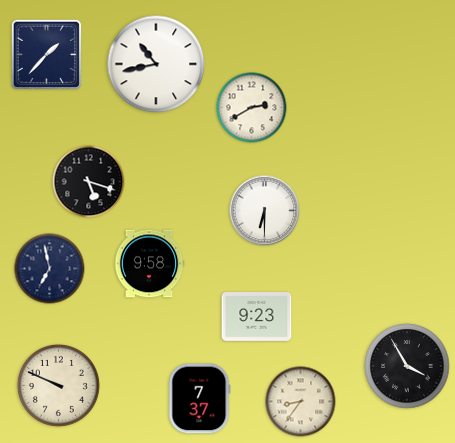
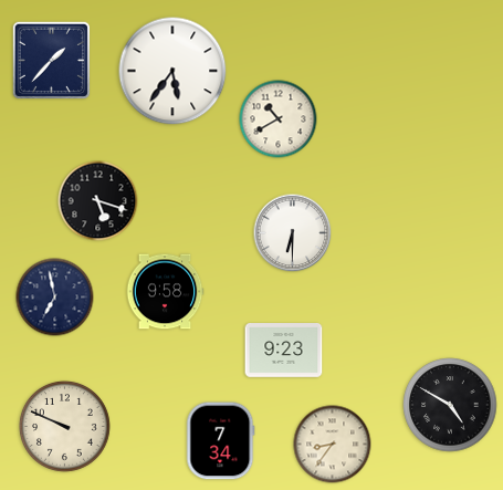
clock at (156, 64): 10:43 -> 5:36
clock at (252, 108): 2:40 -> 10:40
clock at (407, 366): 3:55 -> 4:50
clock at (200, 399): 7:37 -> 7:34
